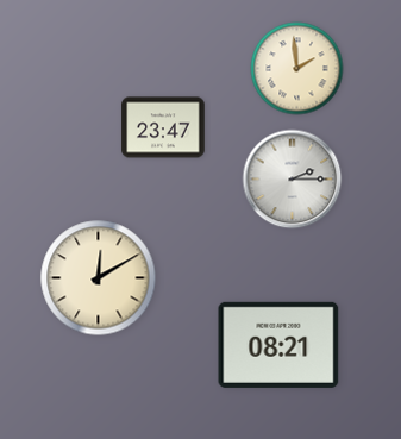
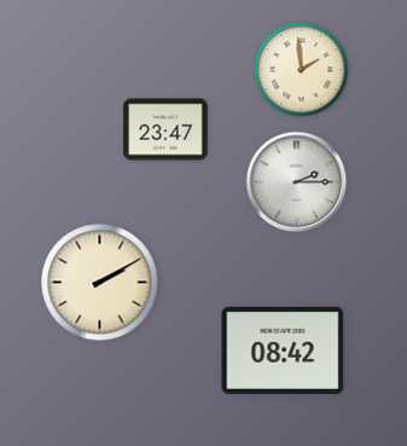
clock at (99, 278): 12:10 -> 2:10
clock at (278, 345): 08:21 -> 08:42
